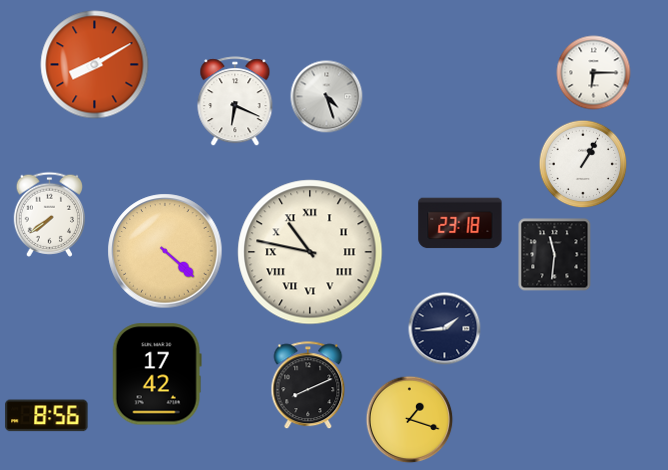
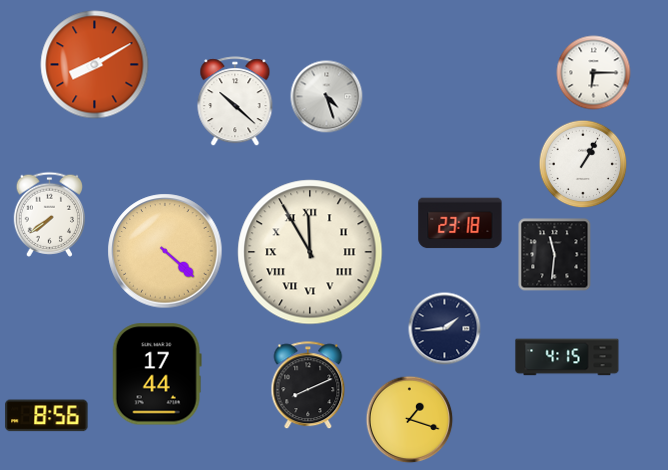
clock at (235, 102): 6:19 -> 10:22
clock at (310, 252): 10:47 -> 11:55
clock at (567, 357): none -> 4:15
clock at (157, 374): 17:42 -> 17:44
